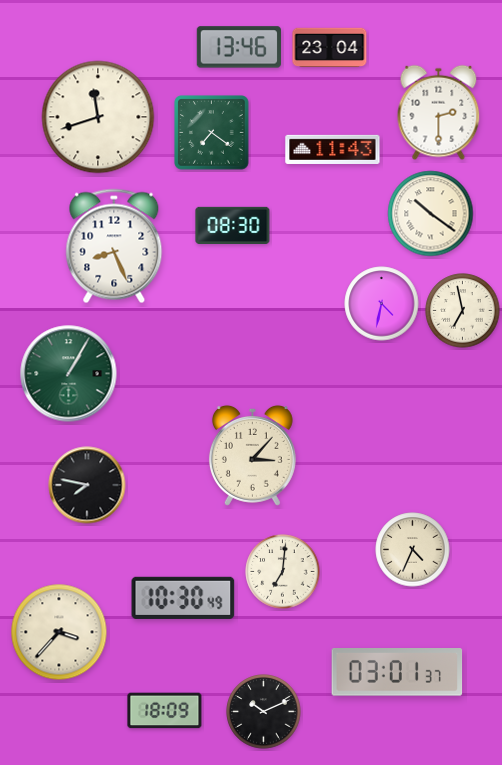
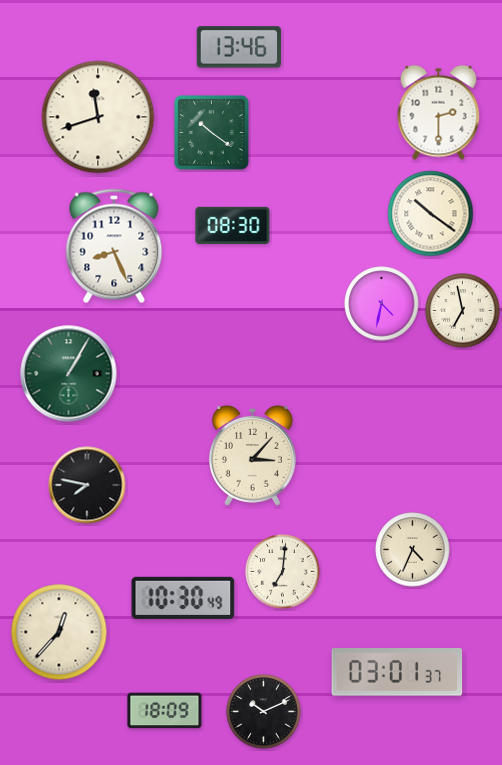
clock at (330, 48): 23:04 -> none
clock at (212, 133): 7:21 -> 10:21
clock at (333, 149): 11:43 -> none
clock at (59, 632): 3:37 -> 12:37
